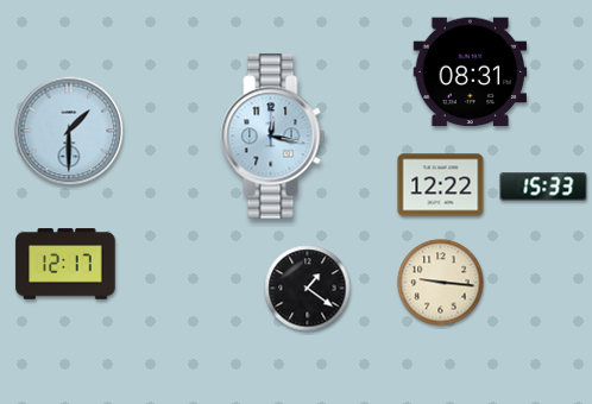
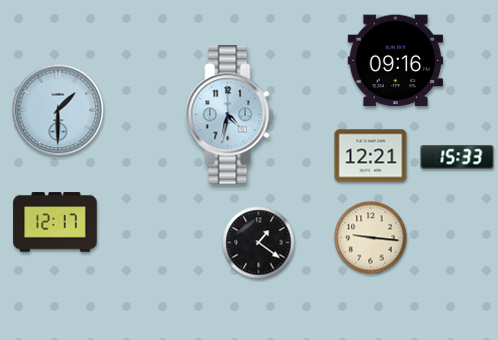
clock at (471, 72): 08:31 -> 09:16
clock at (273, 137): 12:17 -> 4:32
clock at (441, 185): 12:22 -> 12:21
